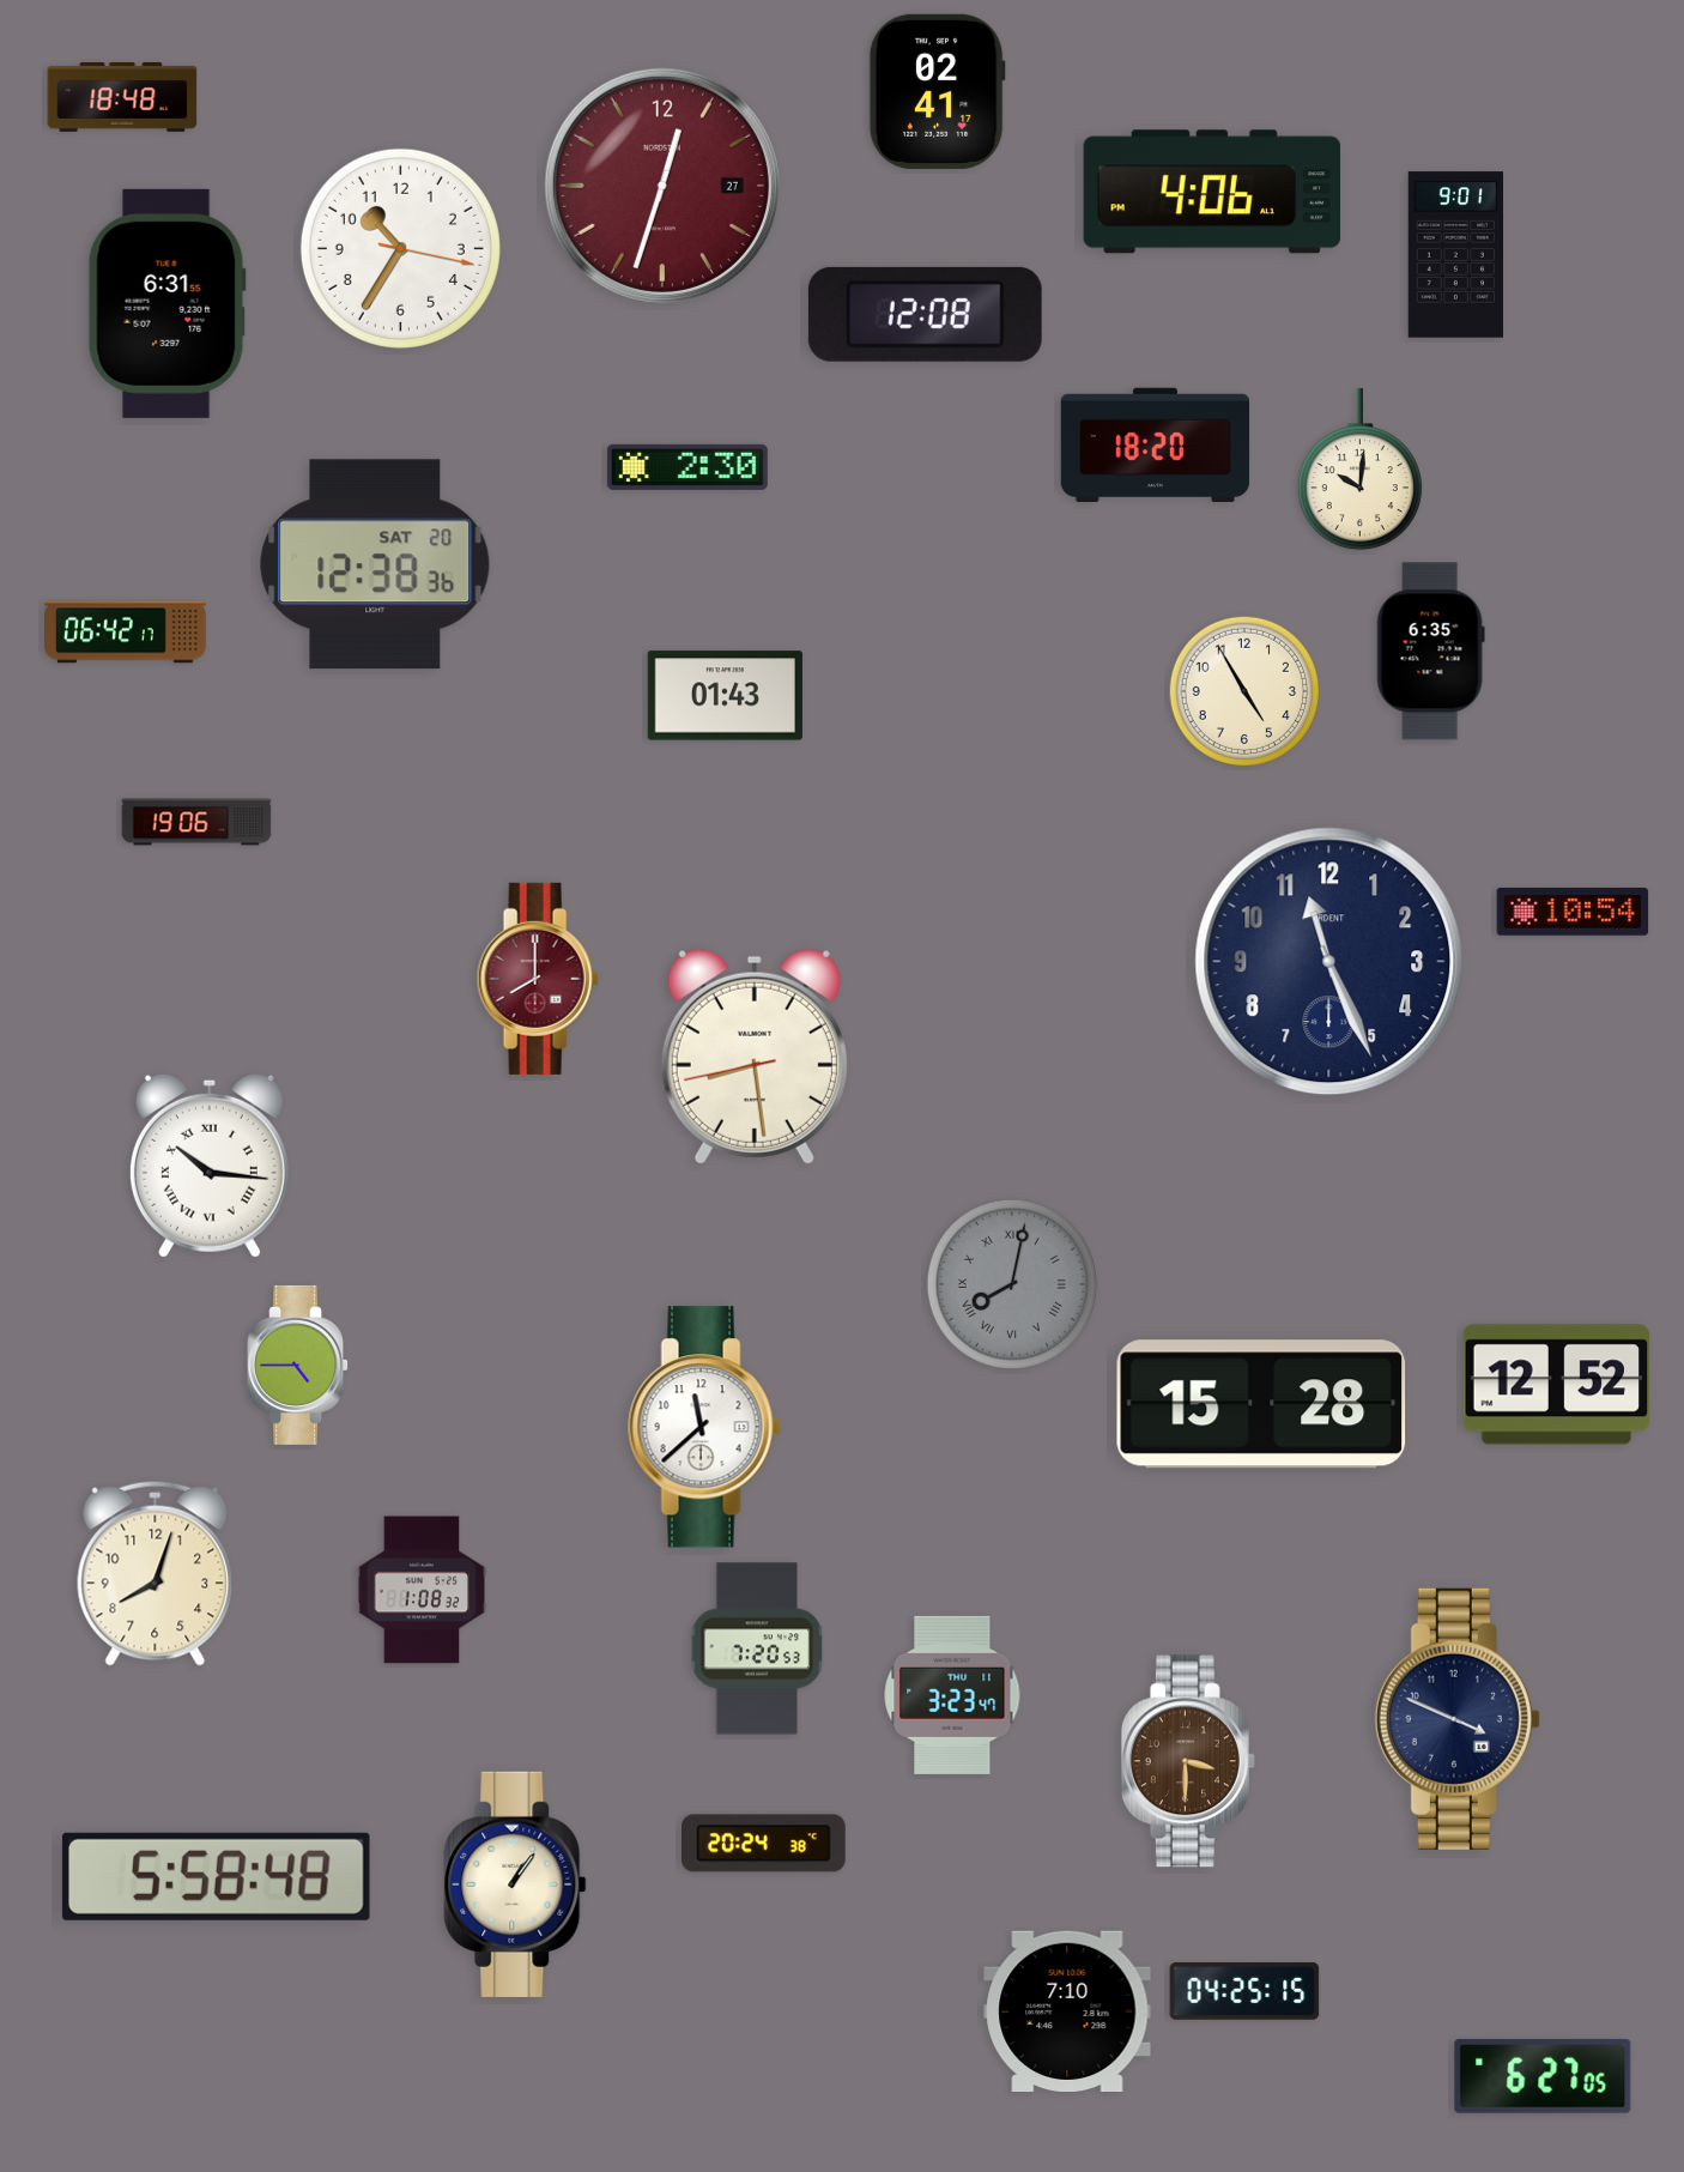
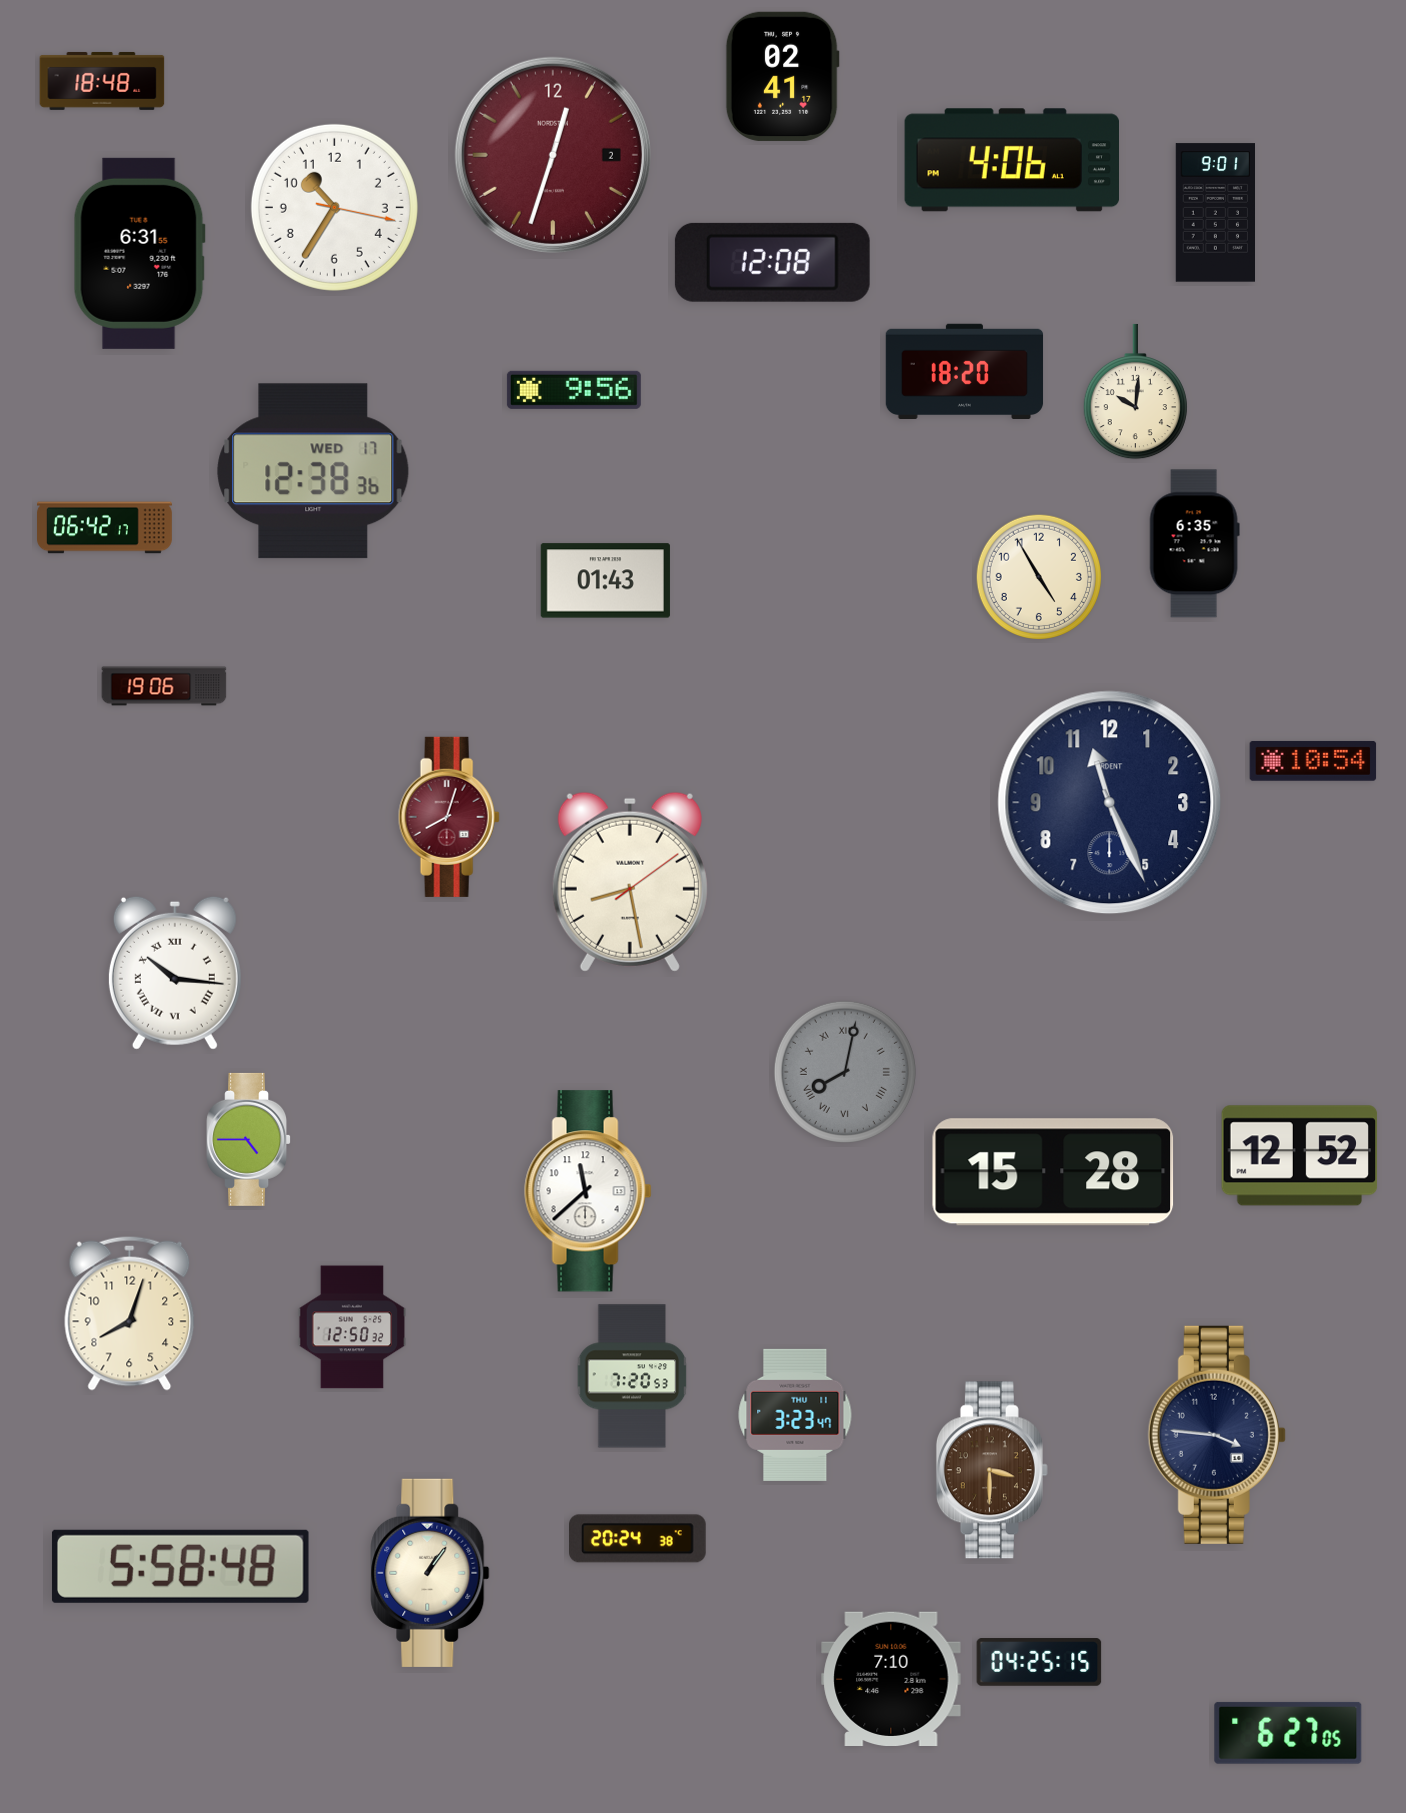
clock at (662, 186) date: 27 -> 2
clock at (687, 467): 2:30 -> 9:56
clock at (375, 564) date: SAT 20 -> WED 17
clock at (538, 979): 8:00 -> 8:03
clock at (755, 1057): 8:28:43 -> 8:28:09
clock at (422, 1590): 1:08 -> 12:50
clock at (1458, 1719): 3:49 -> 3:46
